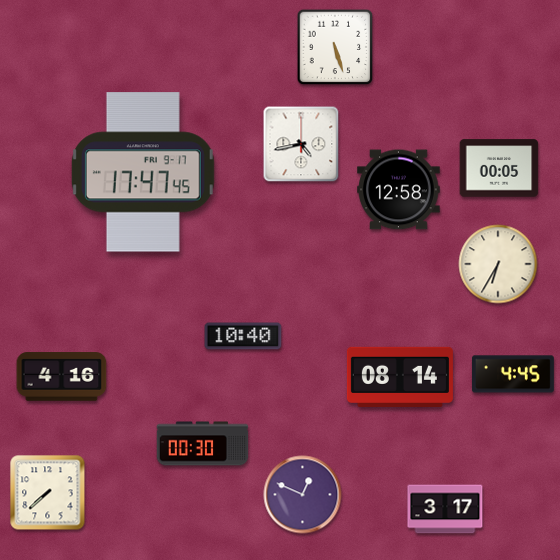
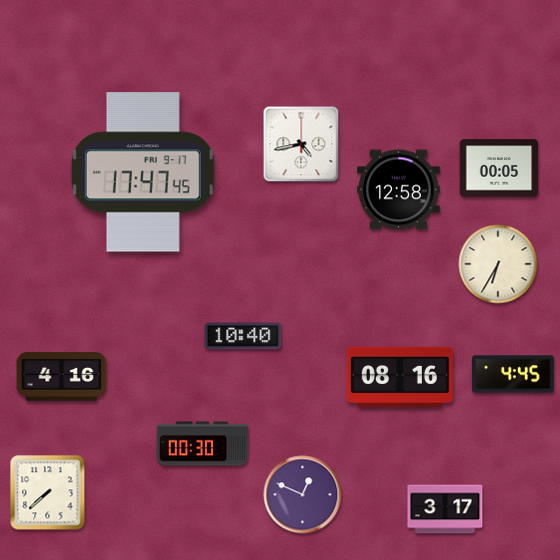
clock at (335, 47): 5:27 -> none
clock at (400, 376): 08:14 -> 08:16
